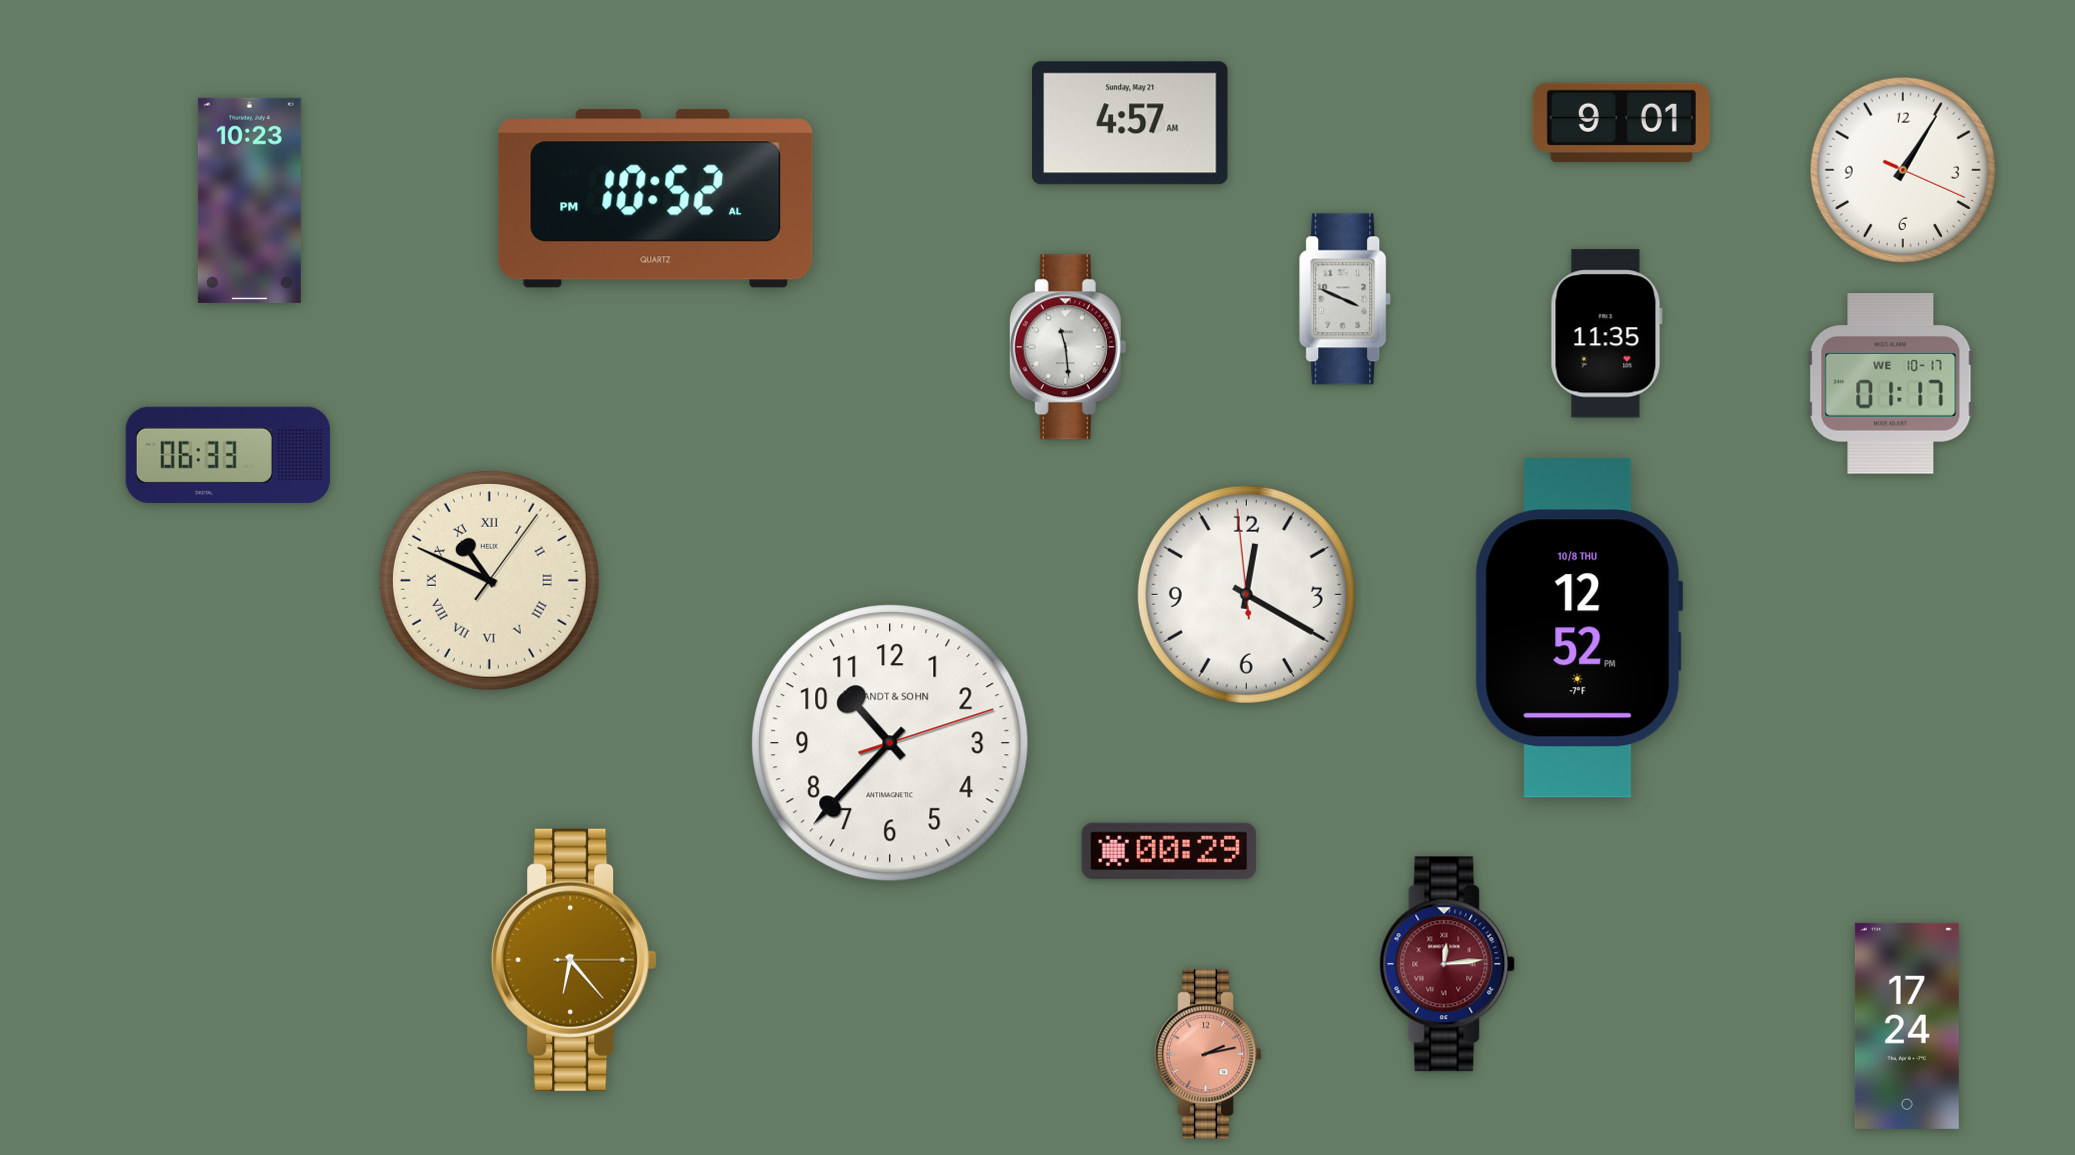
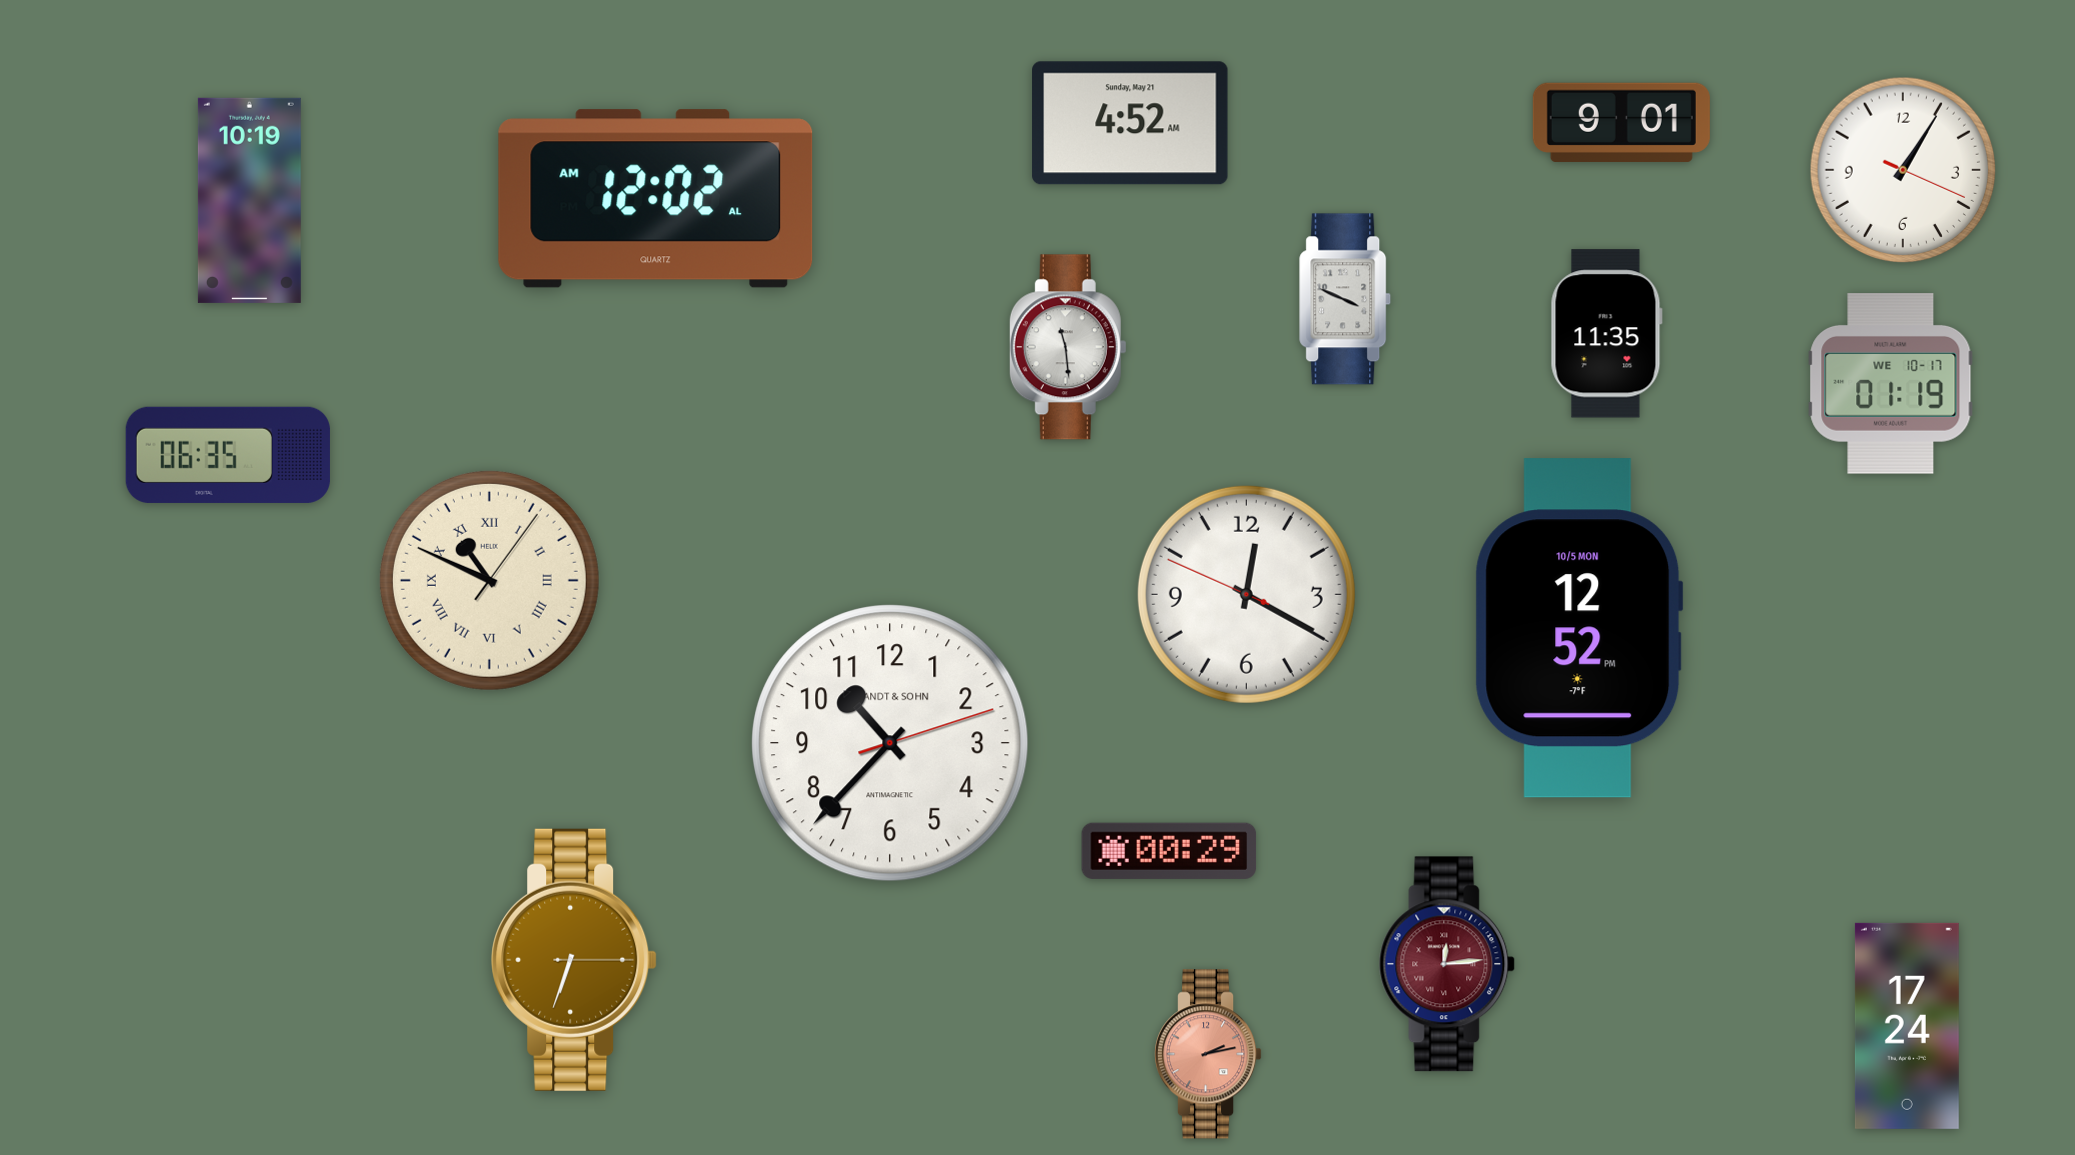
clock at (1130, 123): 4:57 -> 4:52
clock at (656, 199): 10:52 -> 12:02
clock at (249, 200): 10:23 -> 10:19
clock at (1891, 384): 01:17 -> 01:19
clock at (228, 455): 06:33 -> 06:35
clock at (1246, 594): 12:19:59 -> 12:19:49
clock at (1579, 628) date: 10/8 THU -> 10/5 MON
clock at (574, 960): 6:23 -> 6:33
